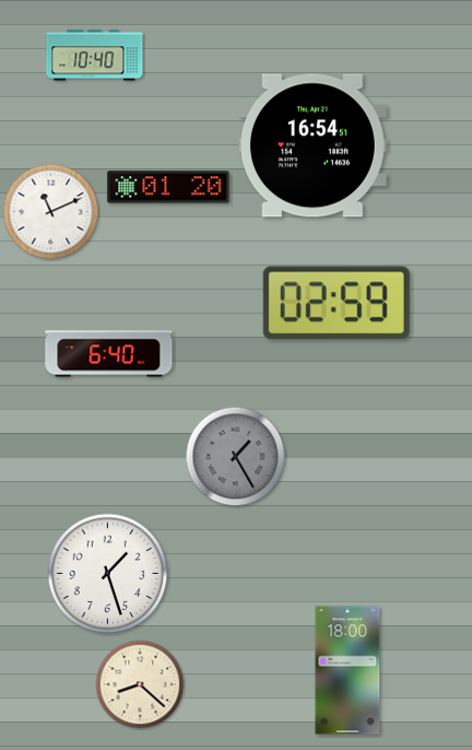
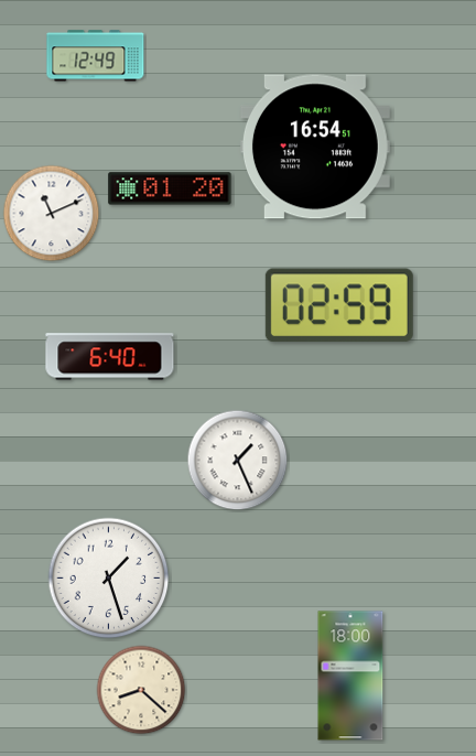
clock at (95, 56): 10:40 -> 12:49
clock at (236, 457): 1:25 -> 1:26
clock at (236, 457) dial: grey -> white
